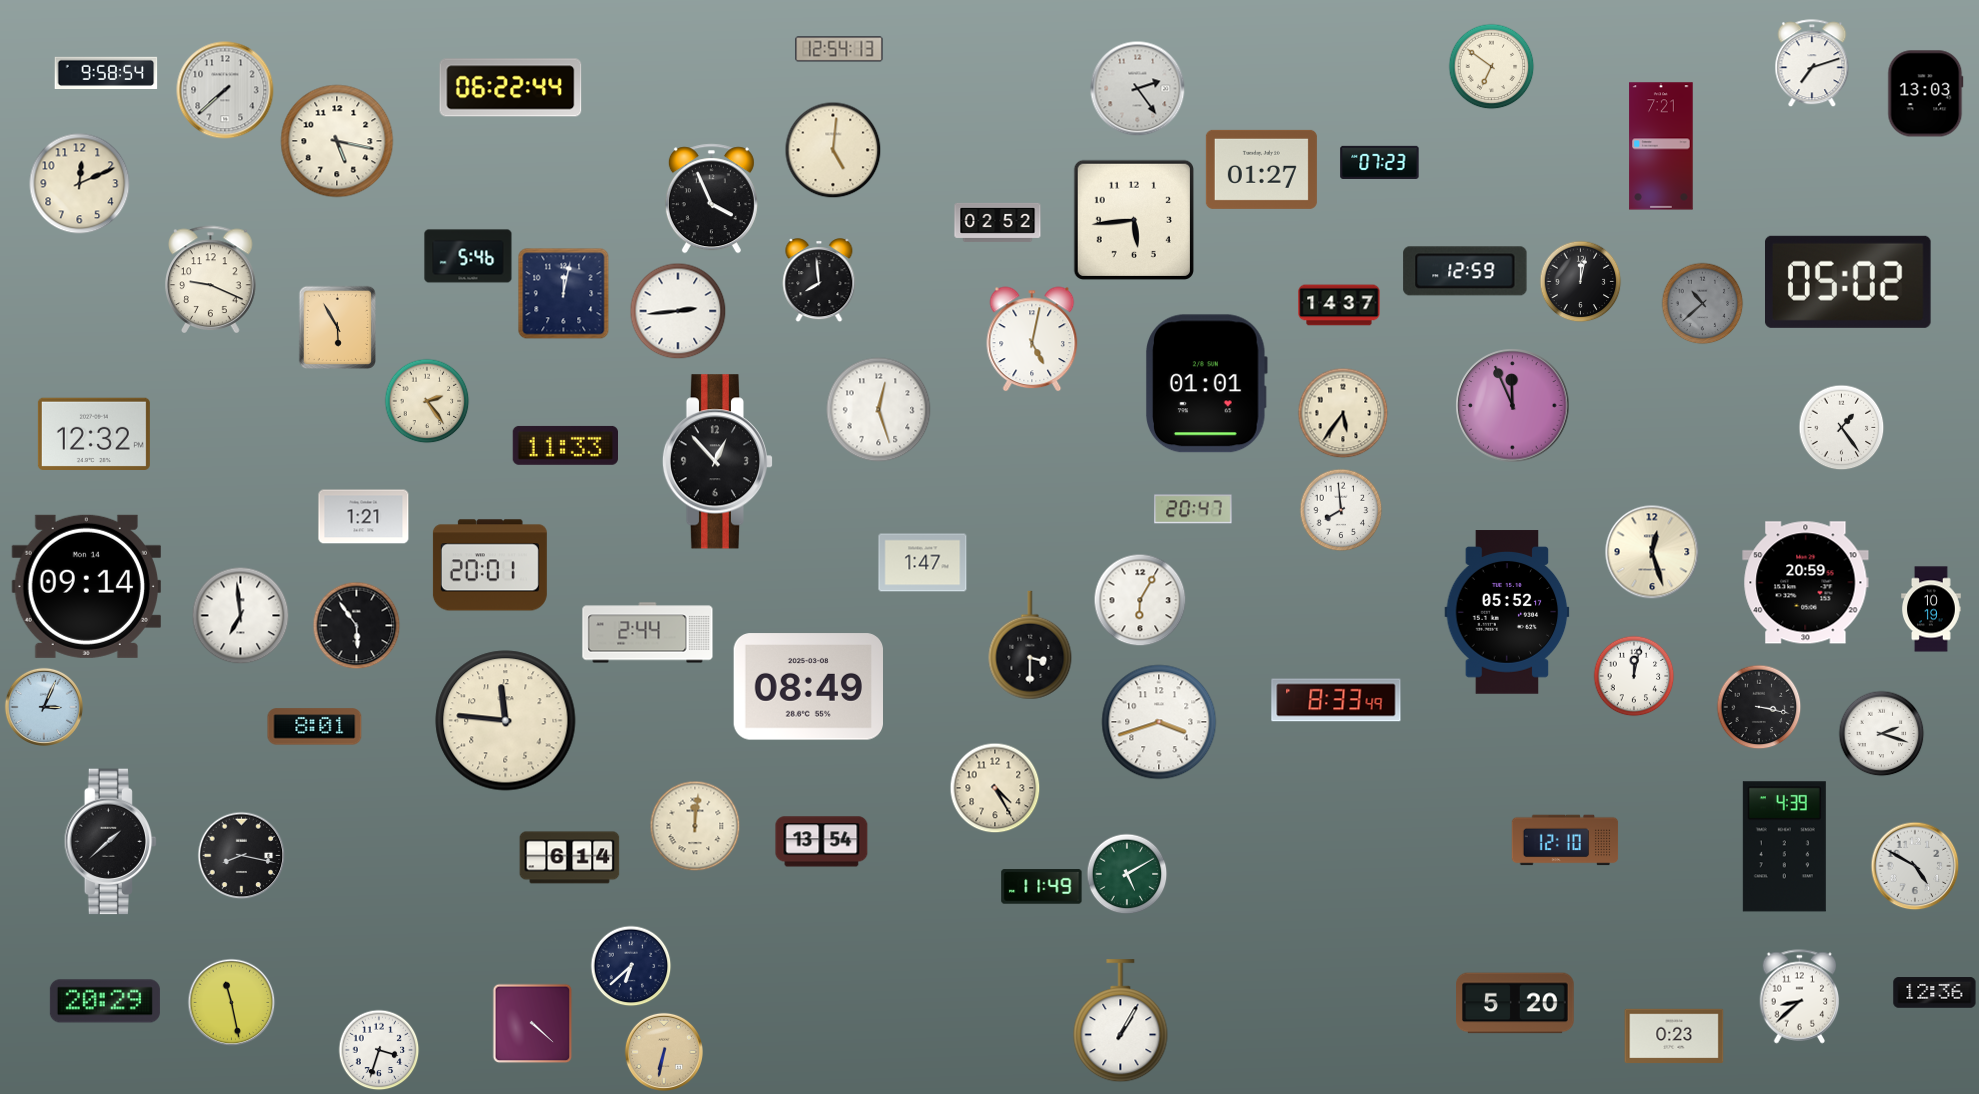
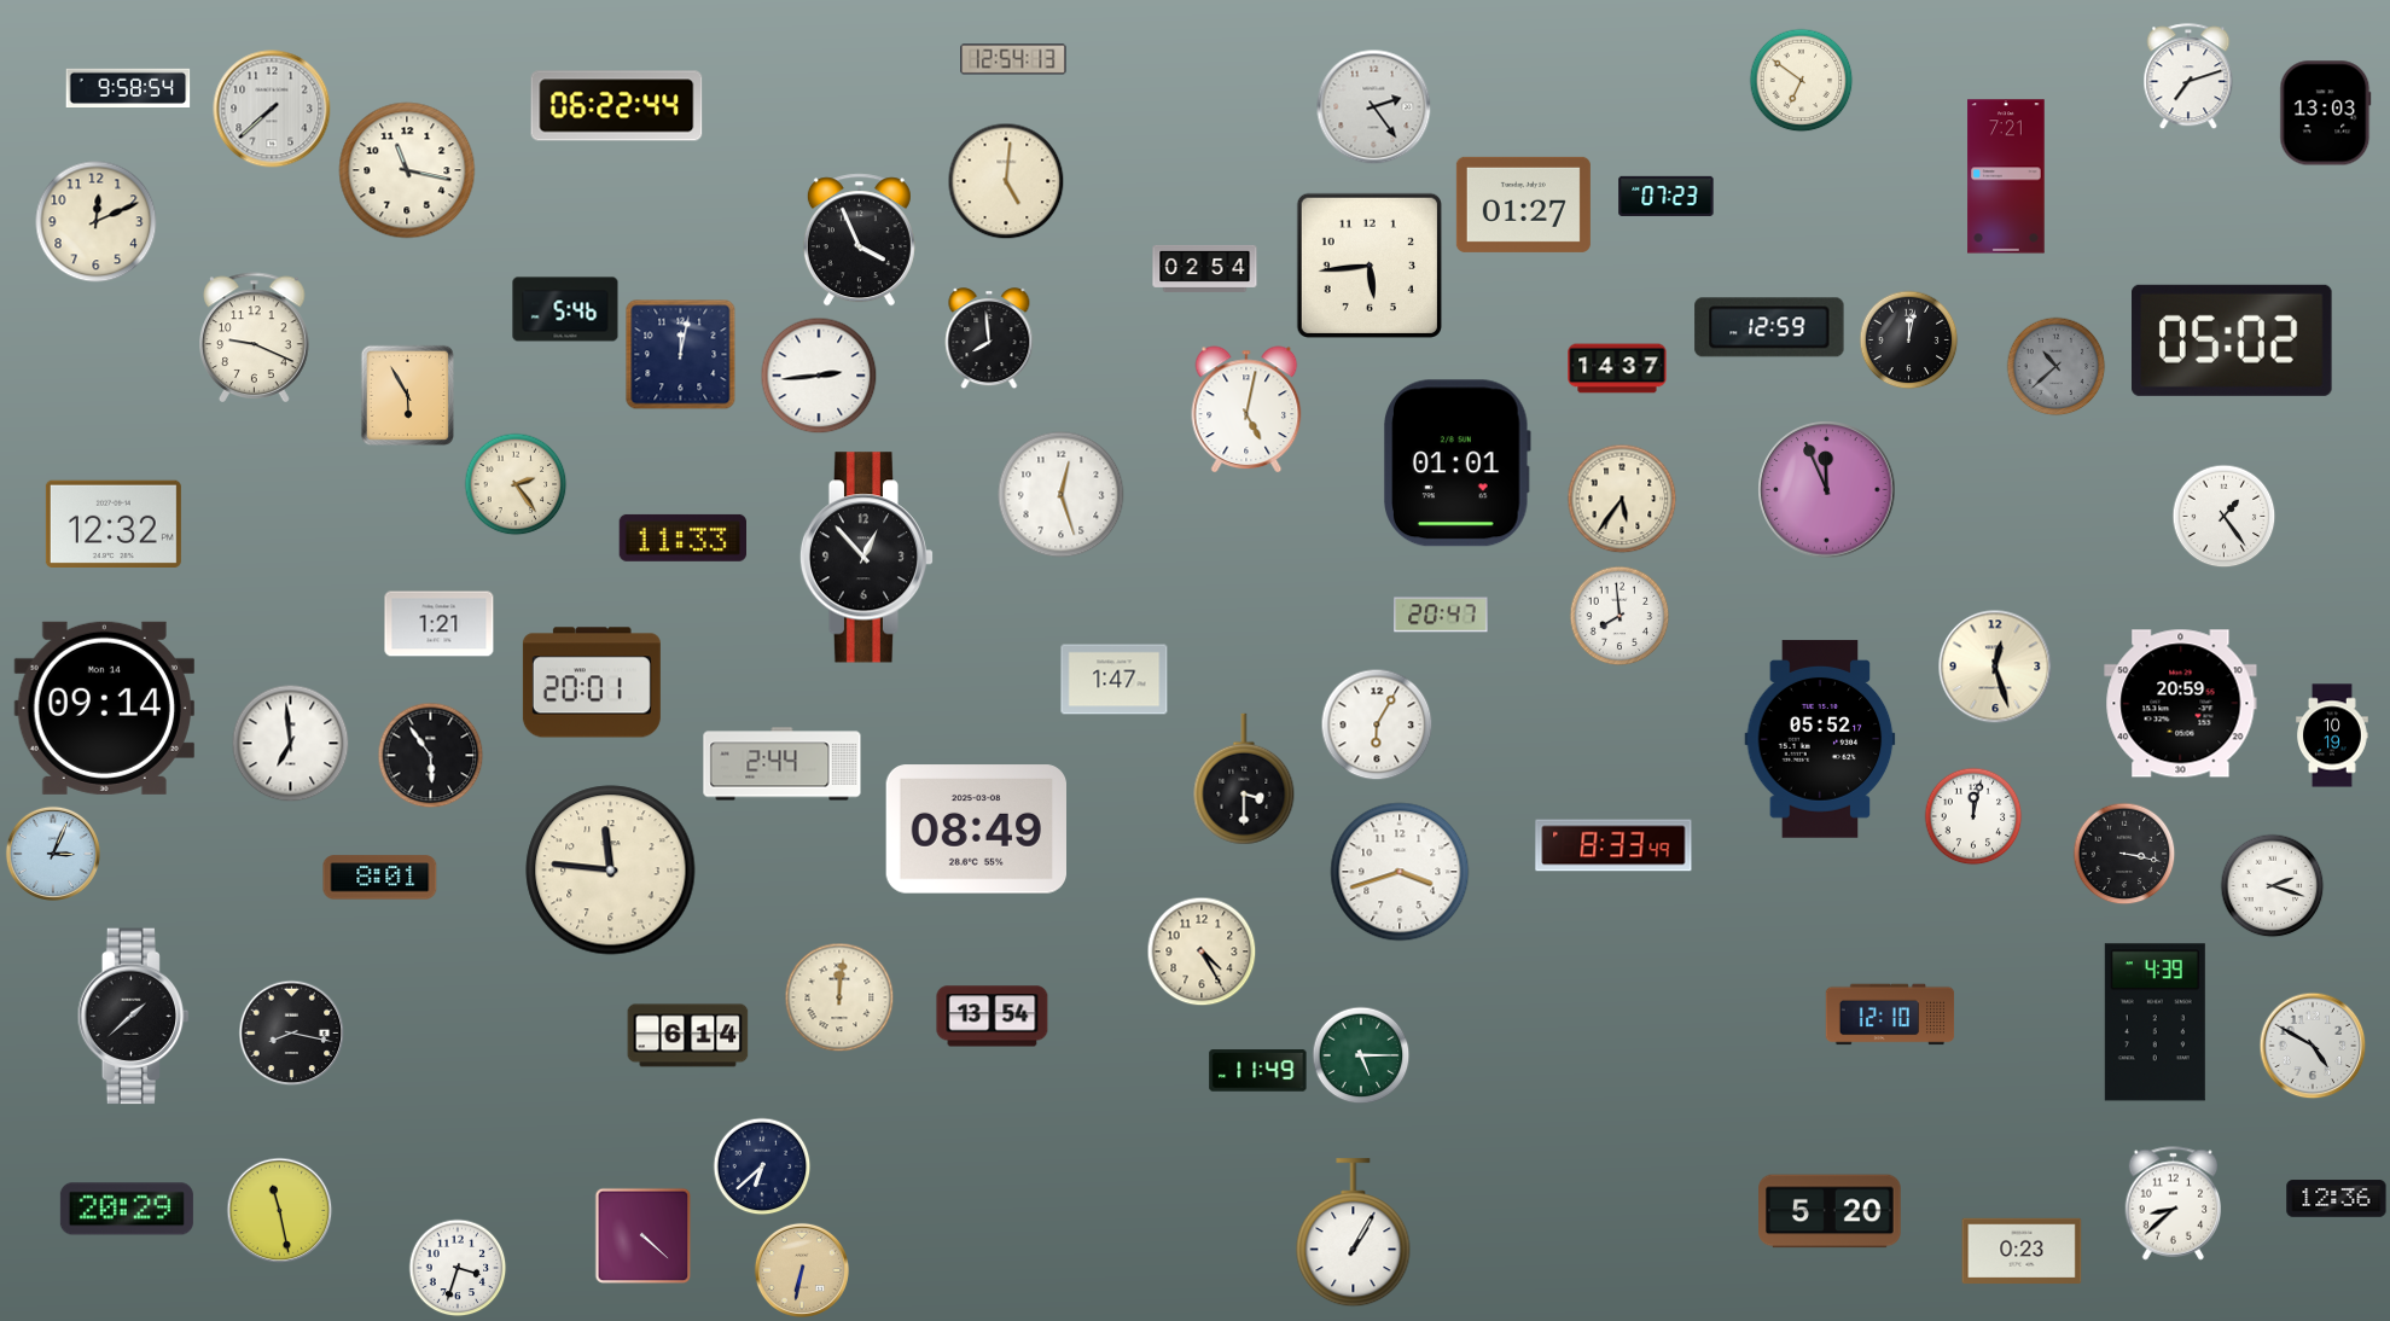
clock at (337, 141): 5:17 -> 11:17
clock at (998, 222): 02:52 -> 02:54
clock at (1127, 874): 5:10 -> 5:15
